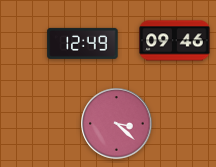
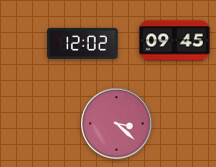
clock at (175, 41): 09:46 -> 09:45
clock at (83, 43): 12:49 -> 12:02
